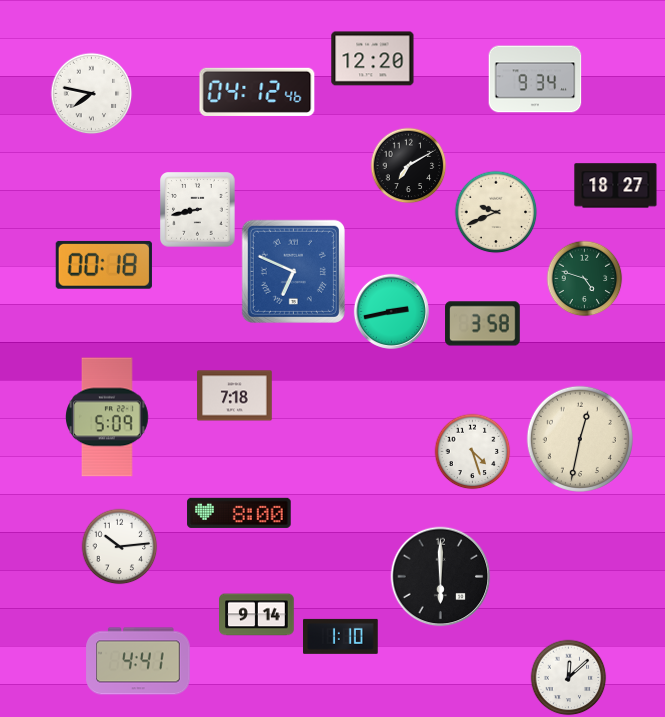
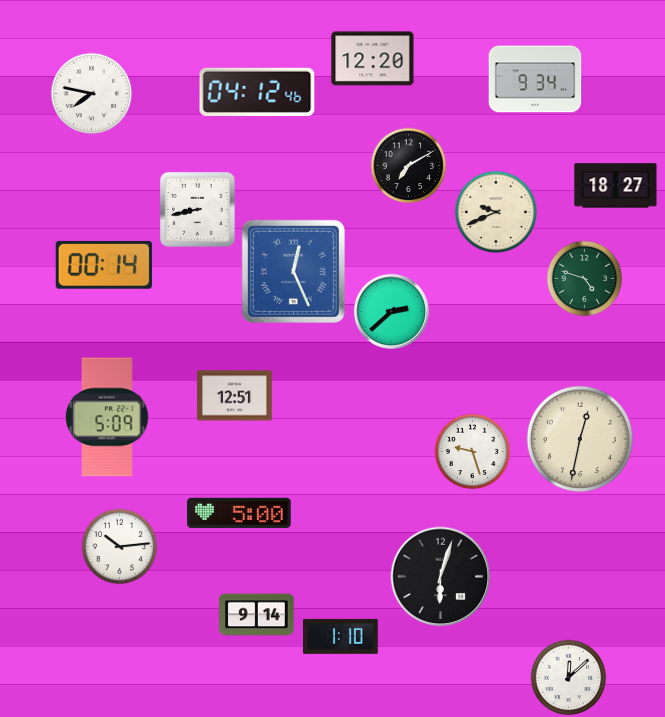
clock at (104, 265): 00:18 -> 00:14
clock at (293, 271): 6:49 -> 12:26
clock at (391, 311): 2:43 -> 2:38
clock at (483, 324): 3:58 -> none
clock at (235, 396): 7:18 -> 12:51
clock at (473, 452): 4:27 -> 9:27
clock at (239, 513): 8:00 -> 5:00
clock at (441, 577): 6:00 -> 6:03
clock at (138, 661): 4:41 -> none
